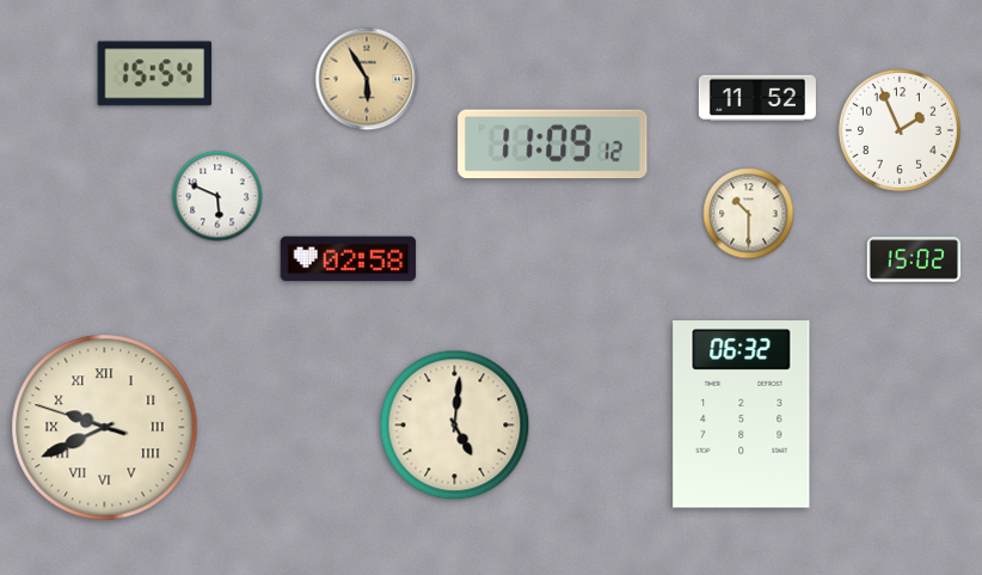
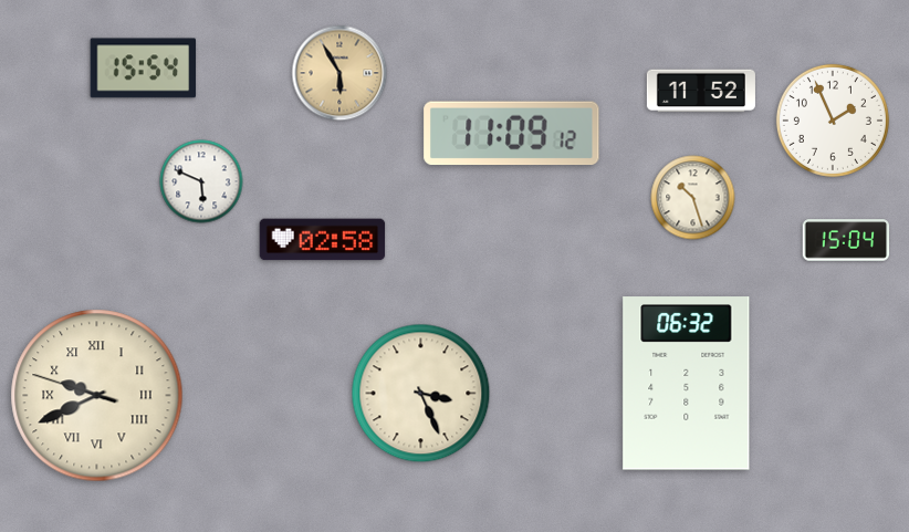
clock at (749, 214): 10:30 -> 10:27
clock at (914, 259): 15:02 -> 15:04
clock at (455, 426): 5:01 -> 3:26
